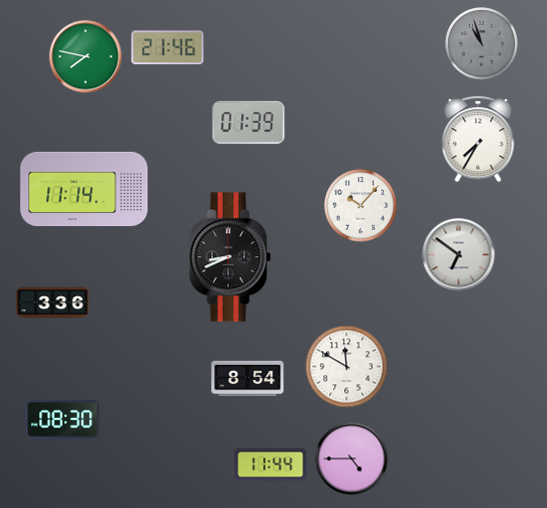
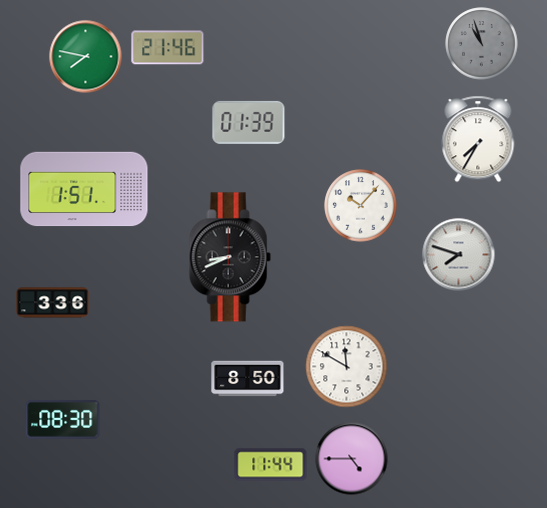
clock at (84, 189): 11:14 -> 1:51
clock at (459, 255): 6:51 -> 7:48
clock at (248, 379): 8:54 -> 8:50
